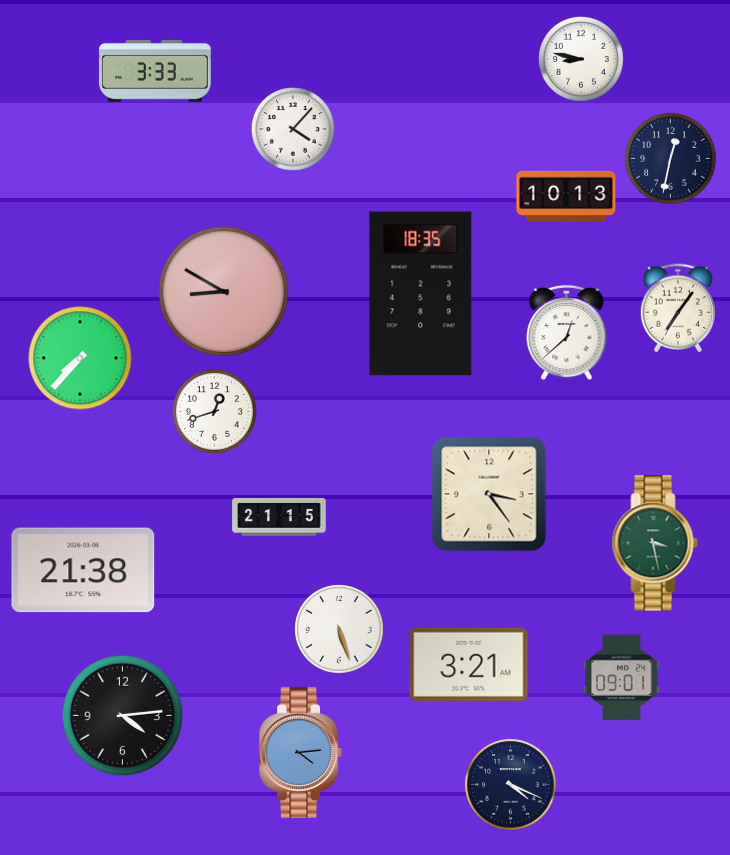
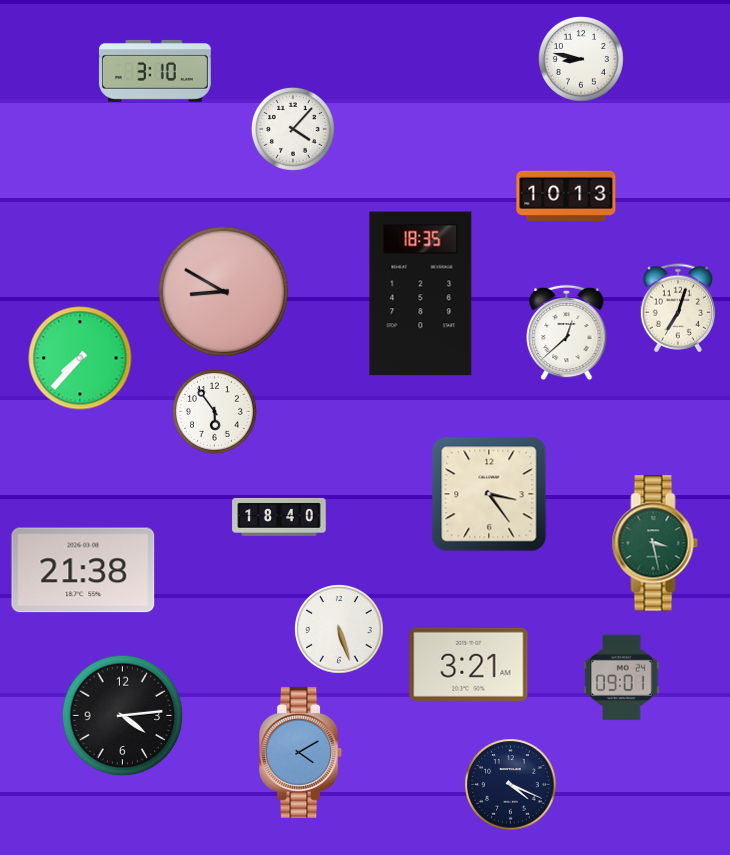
clock at (155, 71): 3:33 -> 3:10
clock at (671, 159): 12:32 -> none
clock at (677, 308): 7:06 -> 7:03
clock at (215, 412): 12:42 -> 5:54
clock at (279, 517): 21:15 -> 18:40
clock at (301, 752): 4:14 -> 4:10
